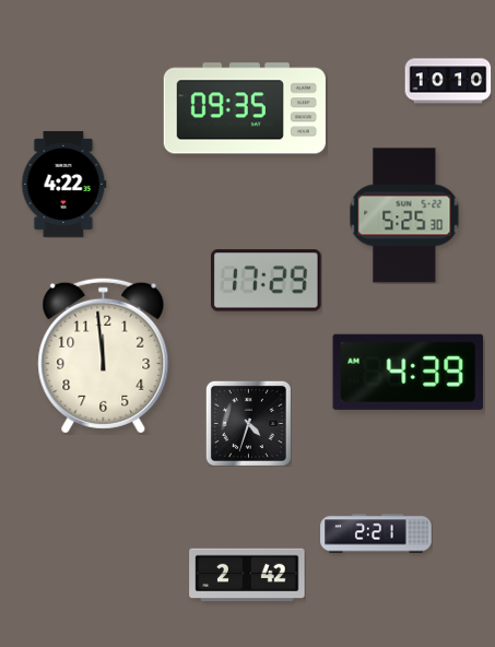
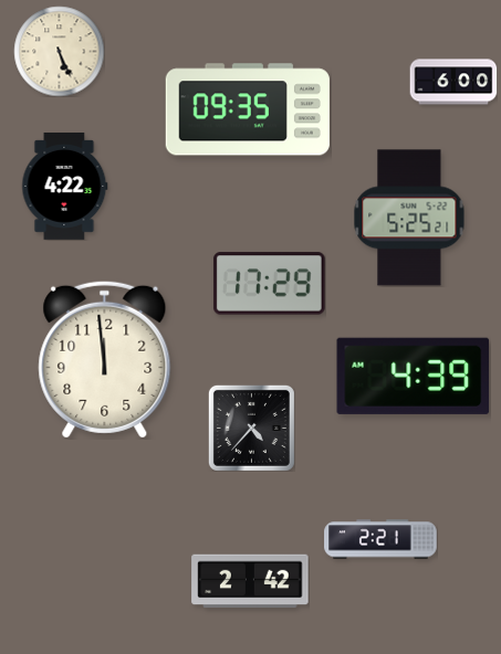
clock at (59, 51): none -> 5:26
clock at (448, 81): 10:10 -> 6:00
clock at (404, 215): 5:25:30 -> 5:25:21
clock at (248, 423): 4:33 -> 4:37
